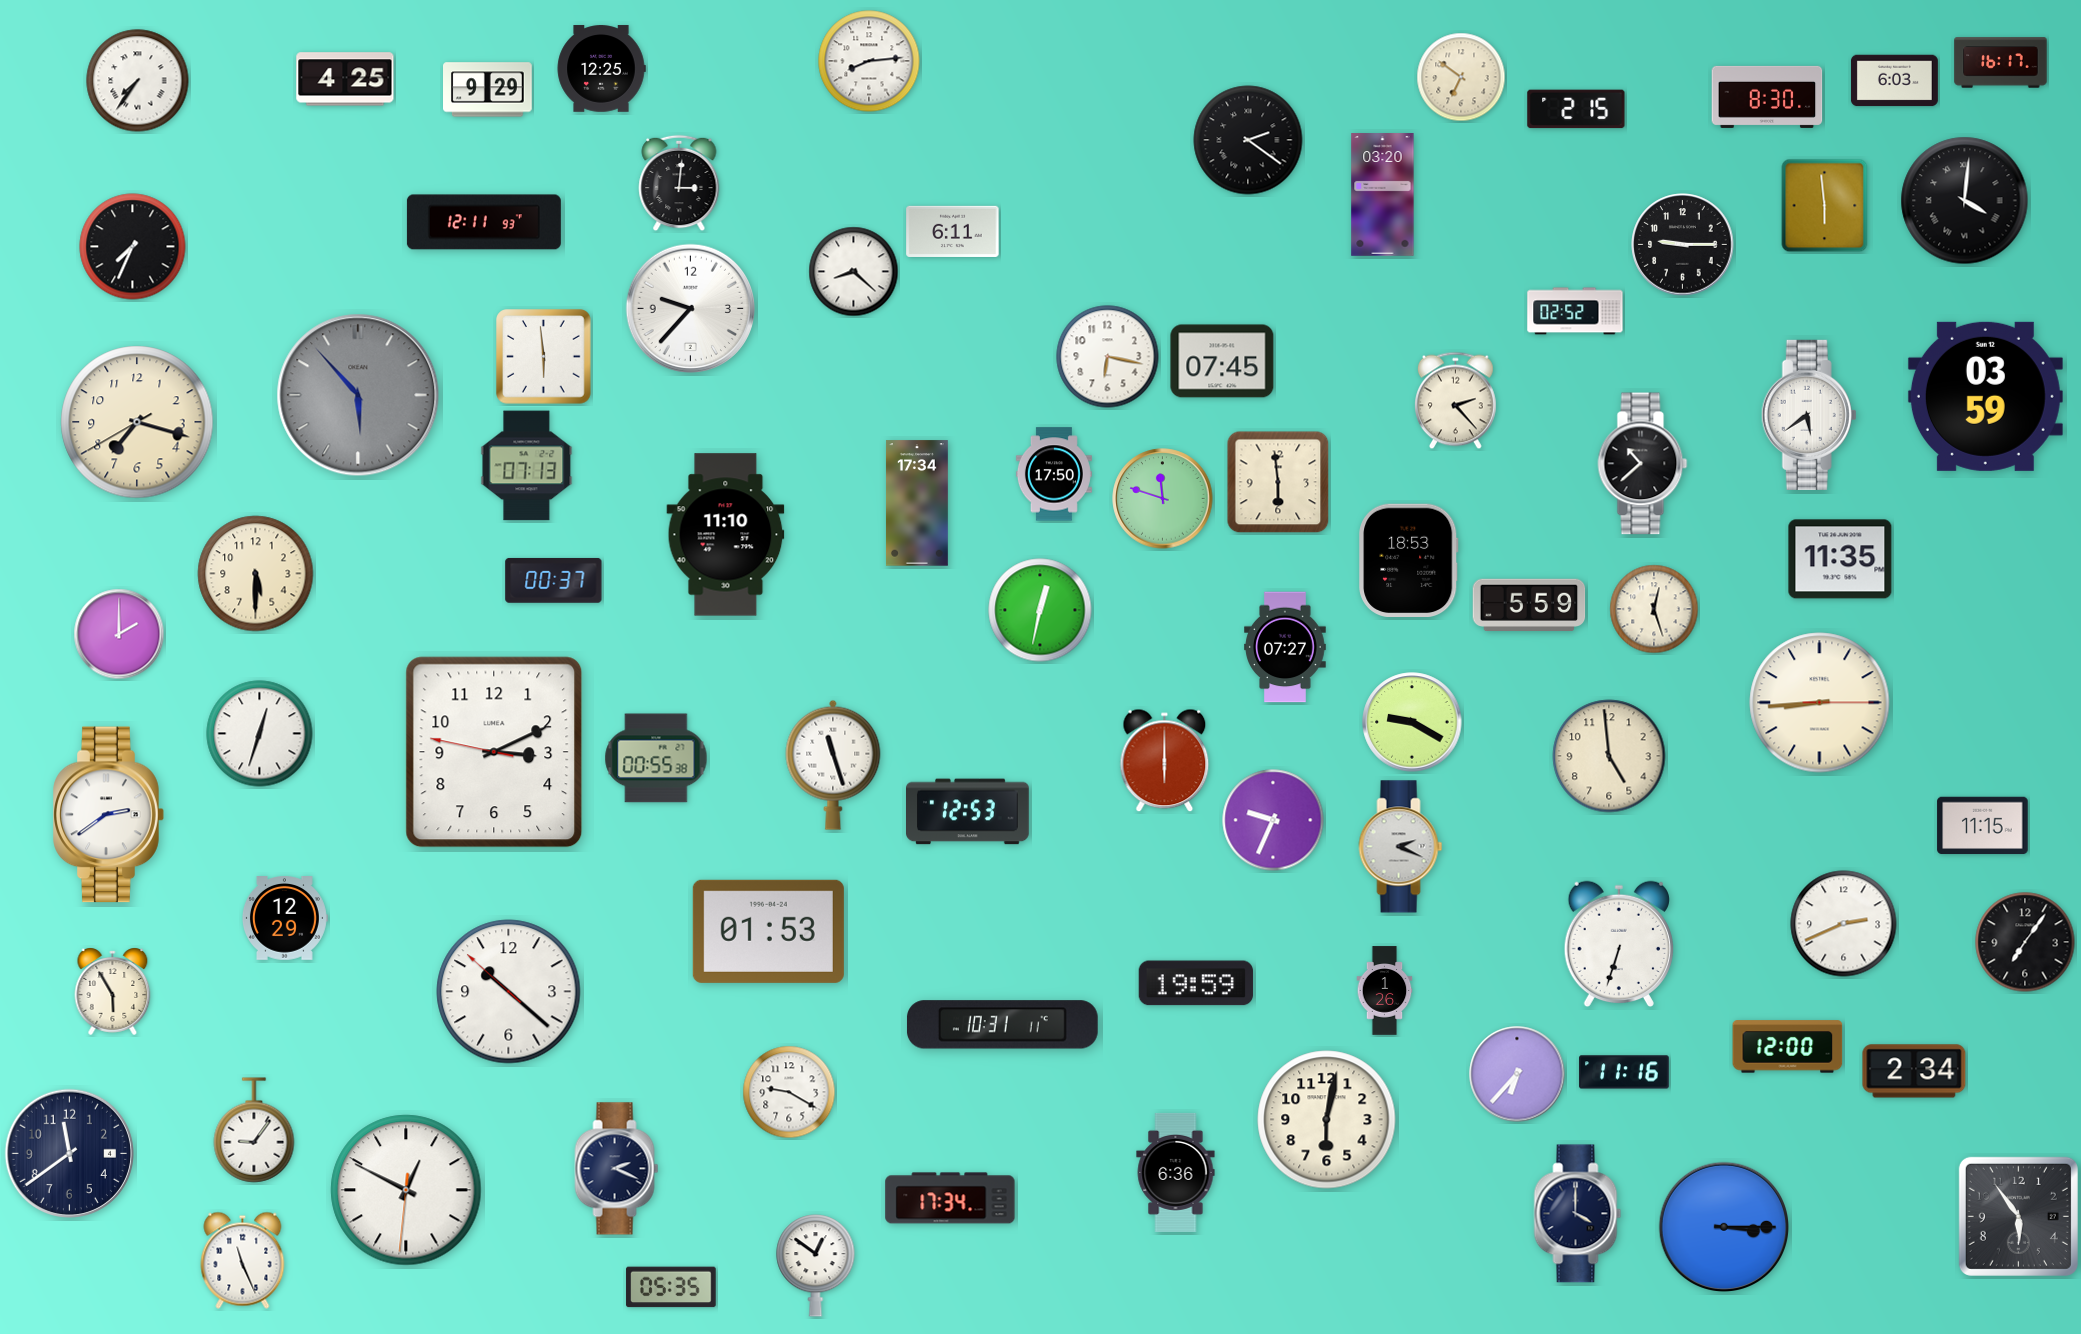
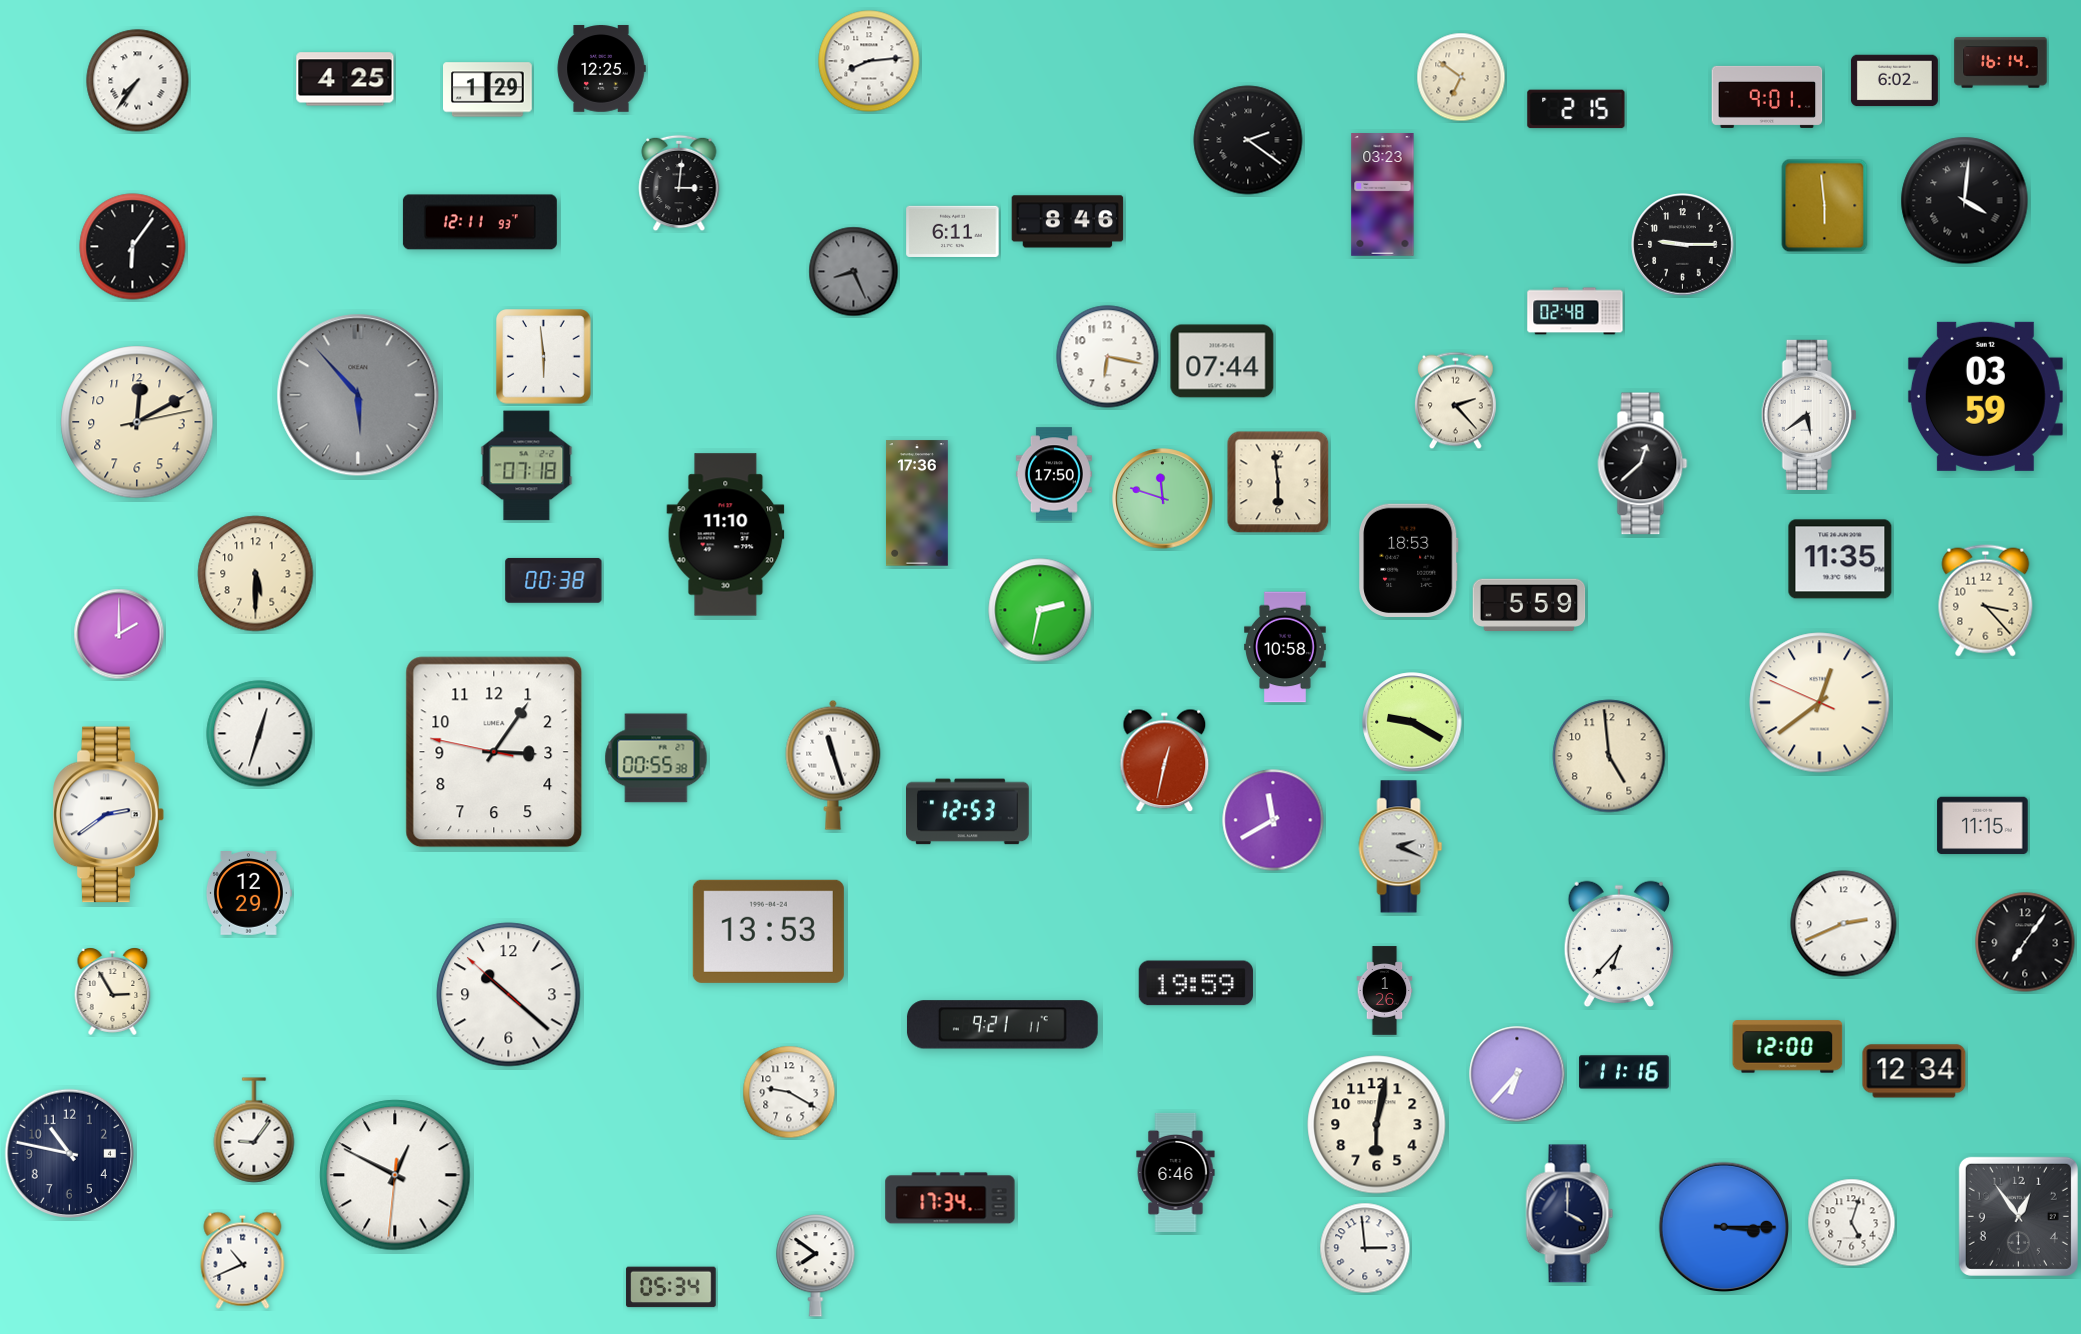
clock at (2001, 63): 16:17 -> 16:14
clock at (1894, 81): 6:03 -> 6:02
clock at (488, 90): 9:29 -> 1:29
clock at (1767, 97): 8:30 -> 9:01
clock at (1383, 195): 03:20 -> 03:23
clock at (484, 222) position: (484, 222) -> (480, 222)
clock at (1068, 222): none -> 8:46
clock at (133, 247): 7:34 -> 6:06
clock at (854, 272): 8:22 -> 8:26
clock at (854, 272) dial: white -> grey
clock at (690, 308): 9:37 -> none
clock at (1575, 311): 02:52 -> 02:48
clock at (1222, 361): 07:45 -> 07:44
clock at (137, 422): 7:17 -> 12:10
clock at (1643, 464): 10:38 -> 12:38
clock at (527, 466): 07:13 -> 07:18
clock at (917, 503): 17:34 -> 17:36
clock at (554, 580): 00:37 -> 00:38
clock at (1986, 601): none -> 3:23
clock at (1654, 609): 12:27 -> none
clock at (1040, 610): 12:32 -> 2:32
clock at (1285, 647): 07:27 -> 10:58
clock at (1820, 703): 8:44 -> 12:38
clock at (494, 752): 3:10 -> 3:05
clock at (1165, 761): 6:00 -> 12:32
clock at (1273, 820): 9:34 -> 11:40
clock at (284, 919) position: (284, 919) -> (248, 894)
clock at (768, 931): 01:53 -> 13:53
clock at (1618, 944): 6:33 -> 6:37
clock at (113, 991): 5:55 -> 2:55
clock at (509, 992) position: (509, 992) -> (509, 995)
clock at (1002, 1025): 10:31 -> 9:21
clock at (1914, 1071): 2:34 -> 12:34
clock at (1327, 1120) position: (1327, 1120) -> (1377, 1125)
clock at (69, 1153): 11:39 -> 10:47
clock at (617, 1169): 2:19 -> none
clock at (1176, 1172): 6:36 -> 6:46
clock at (406, 1190) position: (406, 1190) -> (395, 1175)
clock at (1578, 1214) position: (1578, 1214) -> (1570, 1214)
clock at (2018, 1216): 5:54 -> 12:54
clock at (1852, 1223): none -> 5:03
clock at (1365, 1248): none -> 2:59
clock at (243, 1260): 11:26 -> 10:41
clock at (816, 1266): 12:51 -> 7:51
clock at (671, 1287): 05:35 -> 05:34
